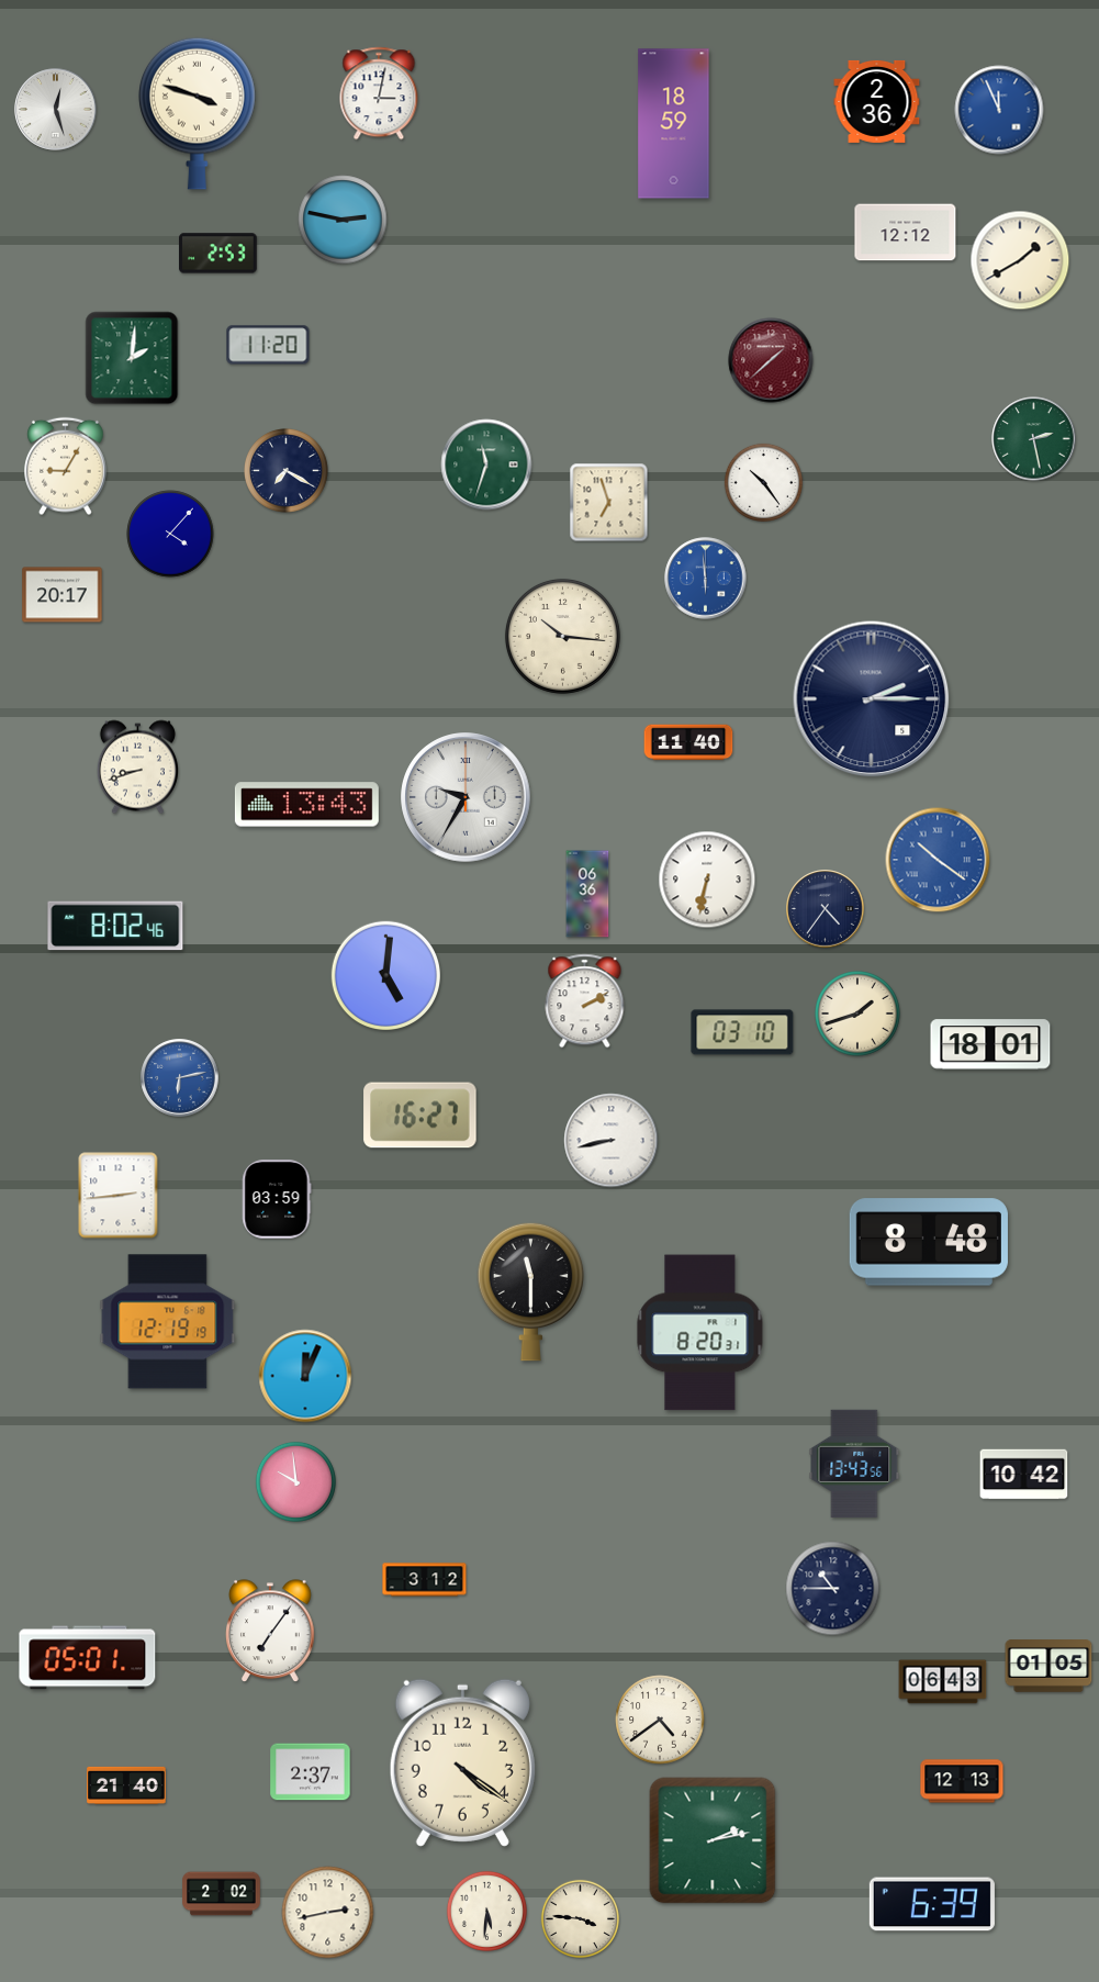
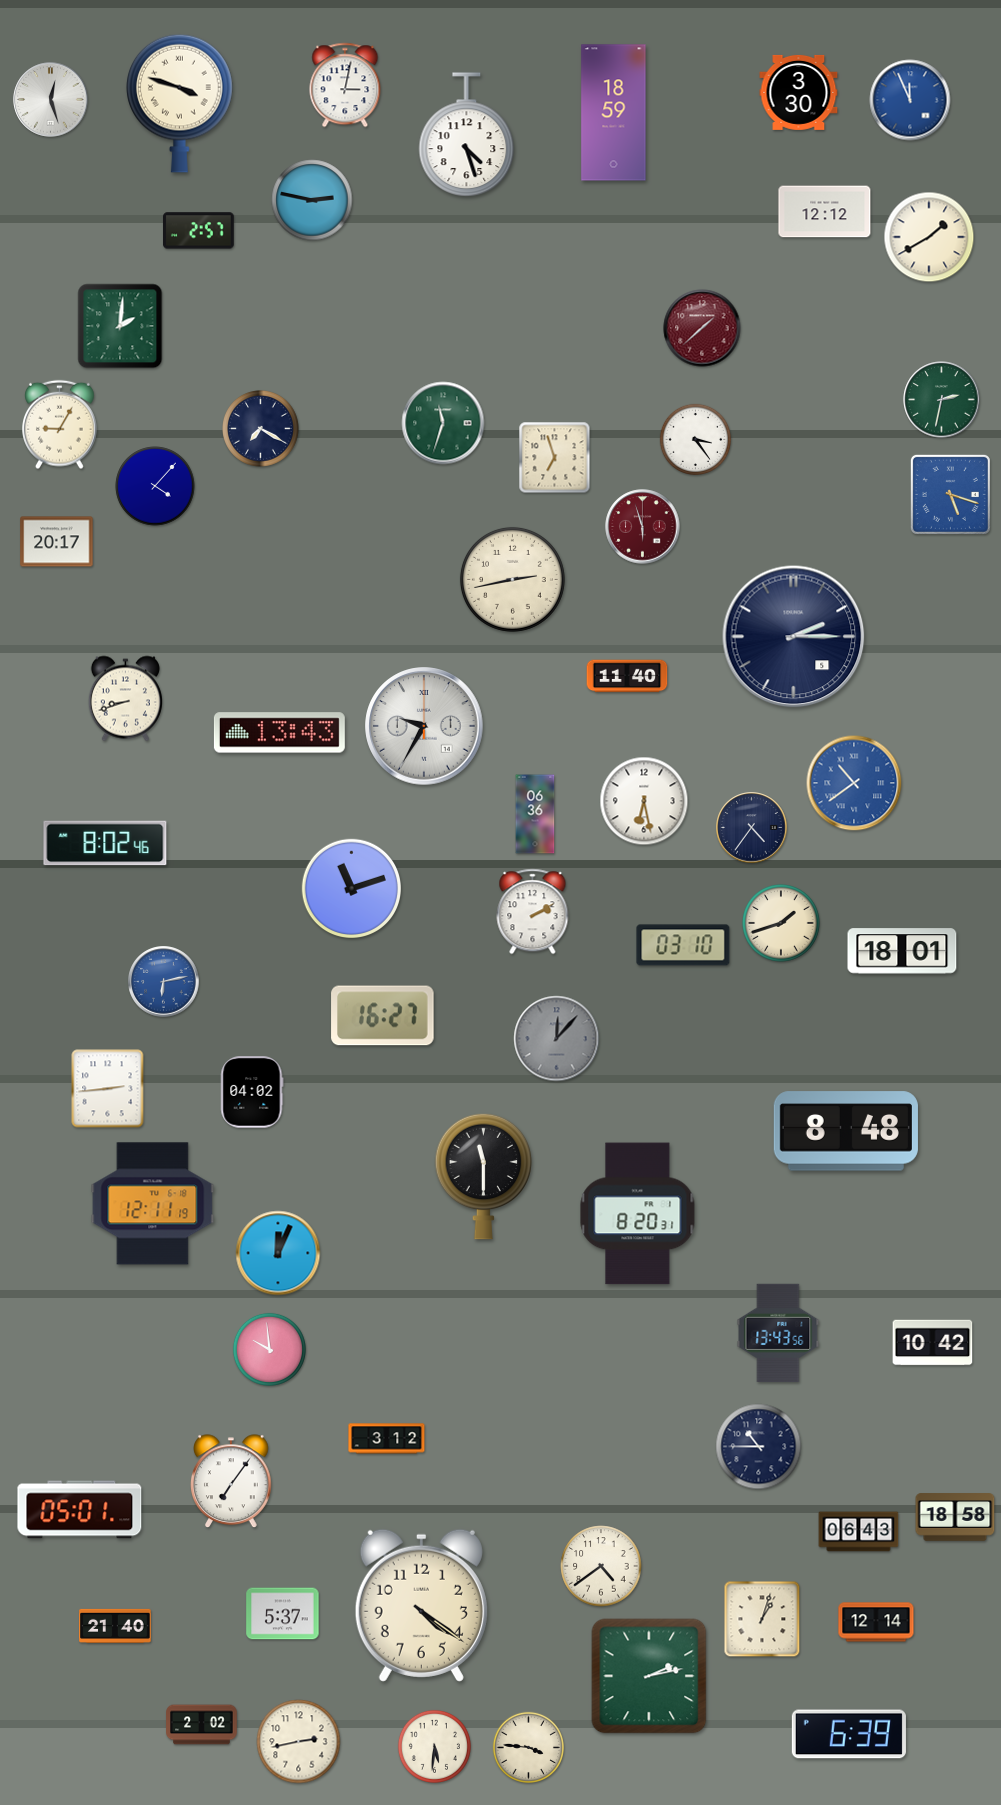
clock at (877, 101): 2:36 -> 3:30
clock at (467, 135): none -> 4:27
clock at (218, 254): 2:53 -> 2:57
clock at (268, 345): 11:20 -> none
clock at (1034, 439): 2:28 -> 2:32
clock at (763, 482): 10:24 -> 3:24
clock at (950, 494): none -> 5:18
clock at (706, 579): 5:59 -> 5:57
clock at (706, 579) dial: blue -> burgundy
clock at (562, 636): 10:16 -> 2:43
clock at (938, 860): 10:21 -> 10:39
clock at (707, 880): 6:32 -> 6:28
clock at (385, 975): 5:01 -> 11:12
clock at (742, 1032) position: (742, 1032) -> (683, 945)
clock at (612, 1141): 8:43 -> 12:07
clock at (612, 1141) dial: white -> grey
clock at (277, 1199): 03:59 -> 04:02
clock at (168, 1322): 12:19 -> 12:11
clock at (271, 1632) position: (271, 1632) -> (232, 1482)
clock at (1048, 1666): 01:05 -> 18:58
clock at (311, 1772): 2:37 -> 5:37
clock at (762, 1619): none -> 1:03
clock at (962, 1781): 12:13 -> 12:14
clock at (486, 1911) position: (486, 1911) -> (434, 1746)
